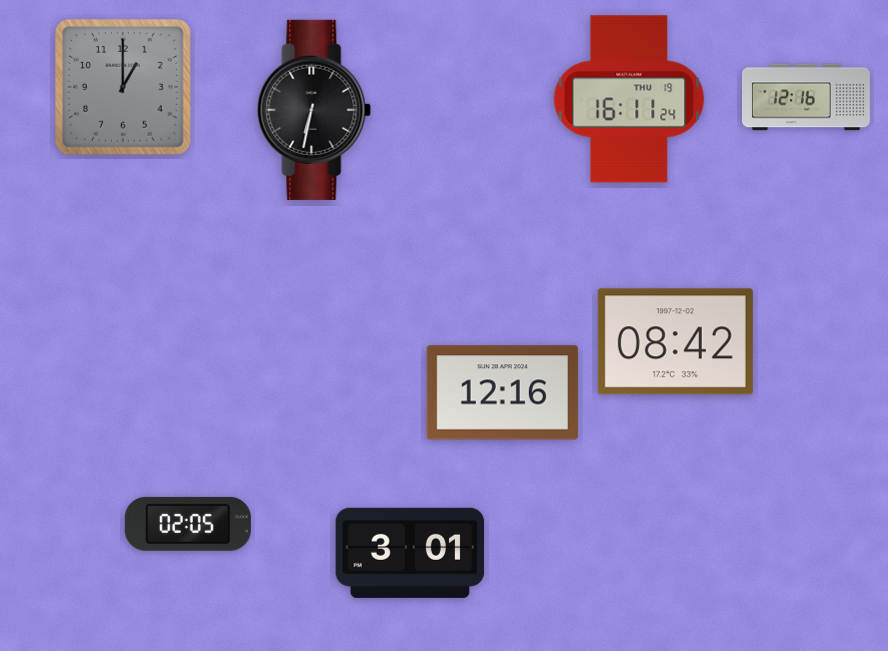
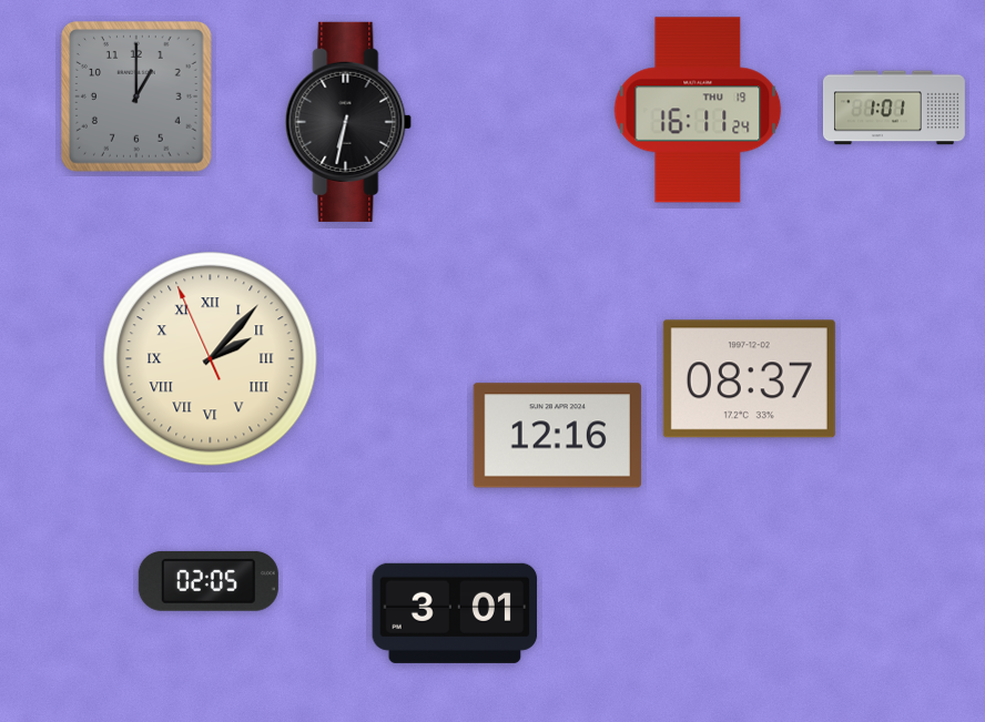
clock at (806, 97): 12:16 -> 1:01
clock at (211, 359): none -> 2:06
clock at (675, 342): 08:42 -> 08:37
